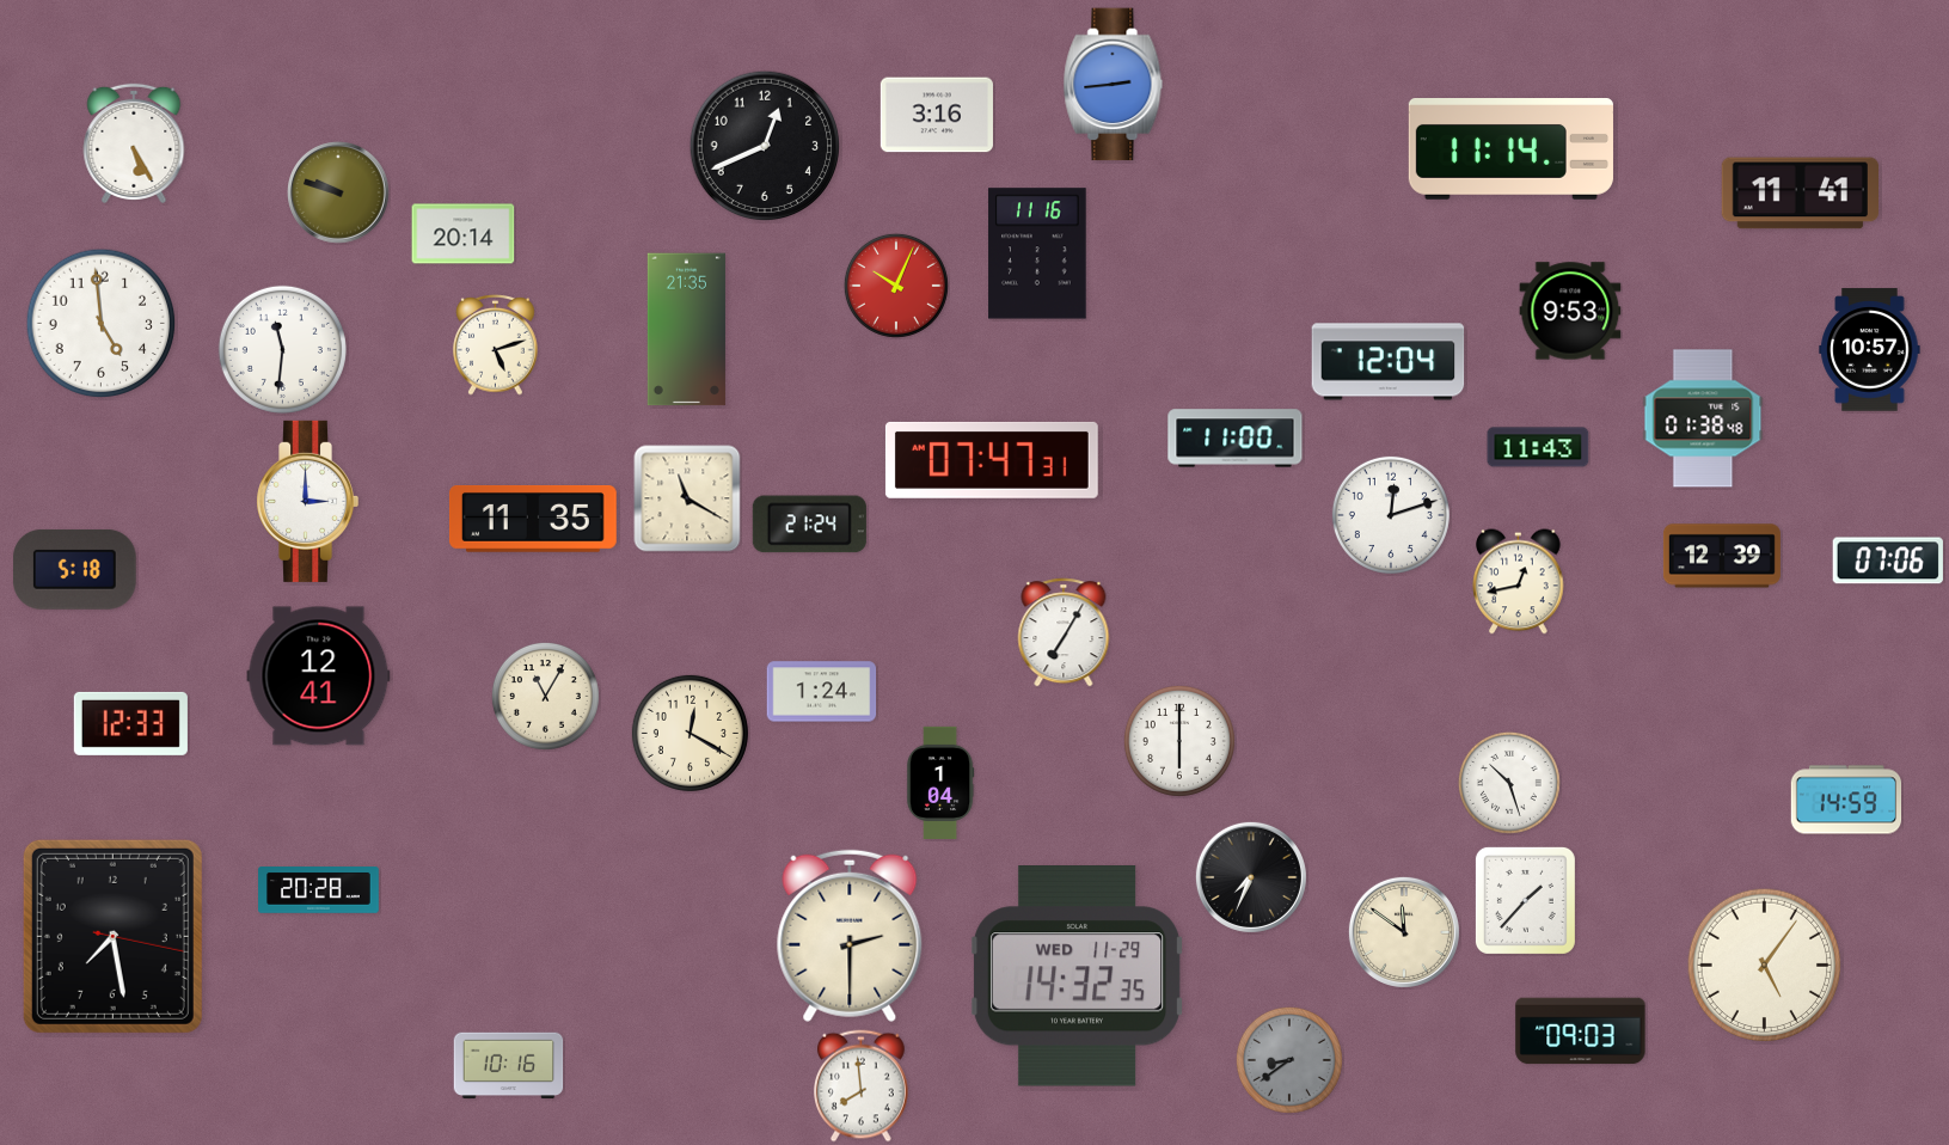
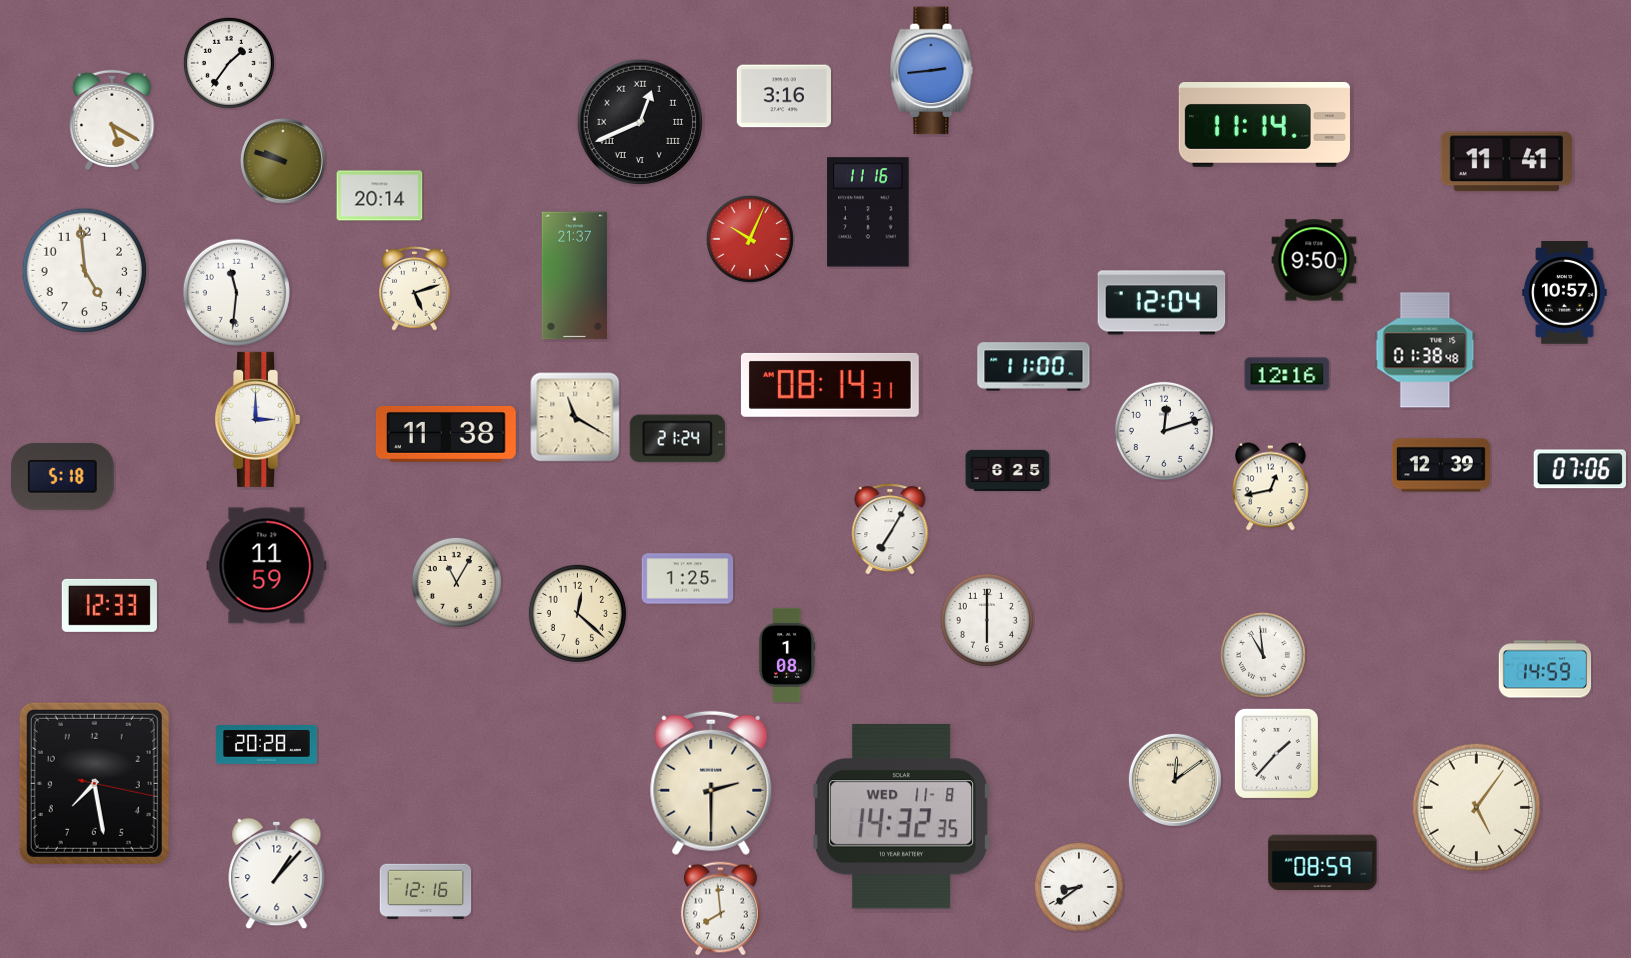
clock at (229, 63): none -> 1:36
clock at (134, 143): 5:25 -> 5:20
clock at (765, 146) numerals: Arabic -> Roman
clock at (464, 234) position: (464, 234) -> (380, 196)
clock at (1570, 311): 9:53 -> 9:50
clock at (686, 330): 21:35 -> 21:37
clock at (1538, 447): 11:43 -> 12:16
clock at (992, 460): 07:47 -> 08:14
clock at (533, 520): 11:35 -> 11:38
clock at (1008, 470): none -> 6:25
clock at (319, 676): 12:41 -> 11:59
clock at (822, 692): 1:24 -> 1:25
clock at (689, 733): 12:20 -> 12:22
clock at (940, 782): 1:04 -> 1:08
clock at (1509, 783): 10:27 -> 10:59
clock at (1251, 877): 7:34 -> none
clock at (1404, 932): 11:51 -> 12:09
clock at (1077, 976) date: WED 11-29 -> WED 11-8
clock at (1581, 1031): 09:03 -> 08:59
clock at (277, 874): none -> 1:07
clock at (1289, 1060) dial: grey -> white
clock at (509, 1066): 10:16 -> 12:16
